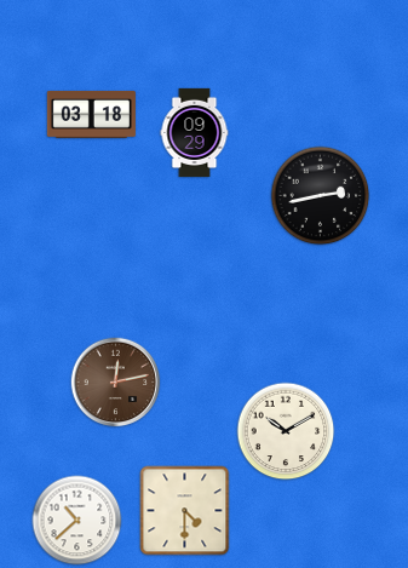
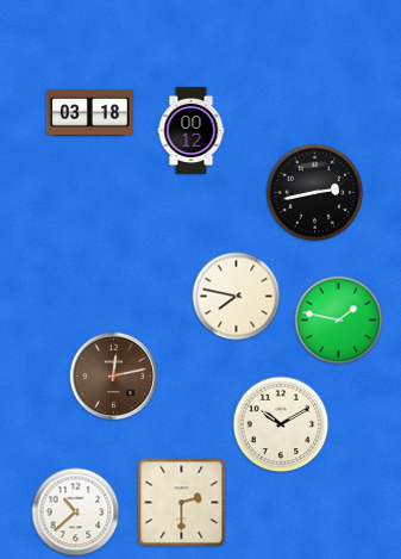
clock at (195, 132): 09:29 -> 00:12
clock at (237, 297): none -> 7:47
clock at (339, 321): none -> 1:47
clock at (185, 511): 4:30 -> 2:30
